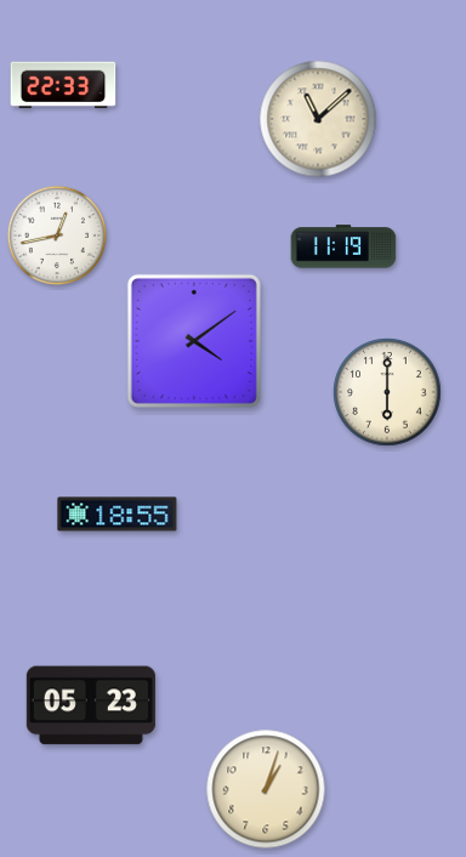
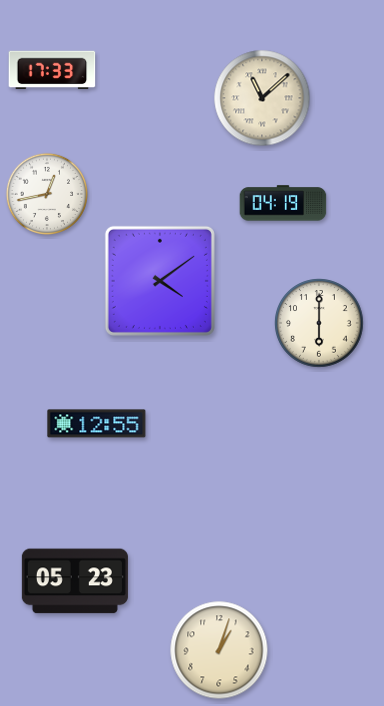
clock at (63, 85): 22:33 -> 17:33
clock at (343, 246): 11:19 -> 04:19
clock at (118, 515): 18:55 -> 12:55
